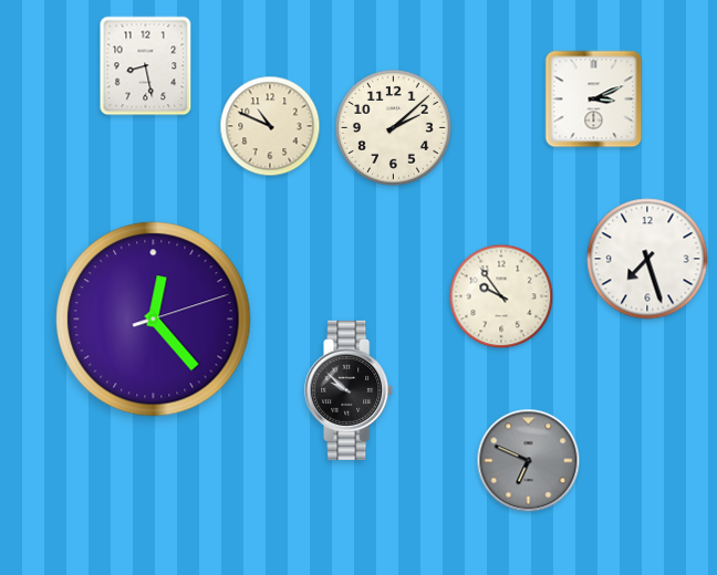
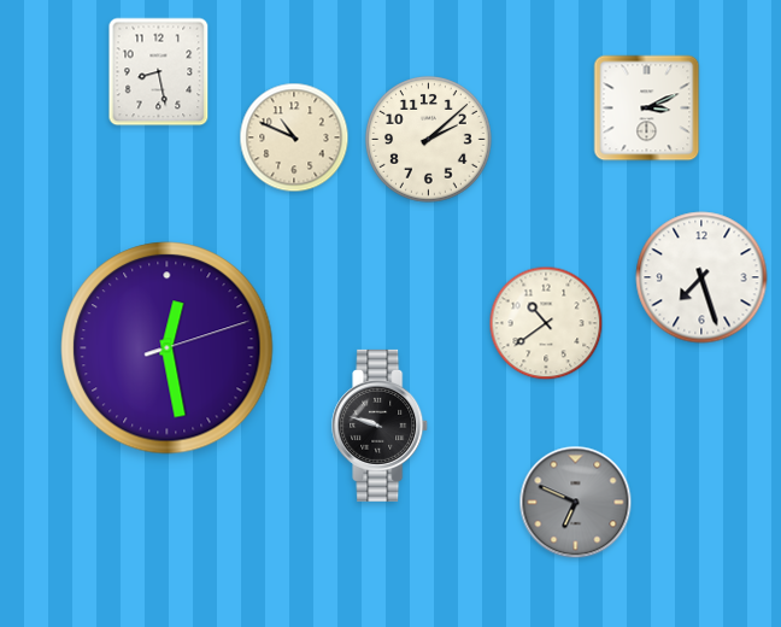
clock at (647, 259) position: (647, 259) -> (701, 277)
clock at (501, 296): 9:54 -> 10:39
clock at (154, 320): 12:23 -> 12:28
clock at (350, 390): 9:52 -> 9:48
